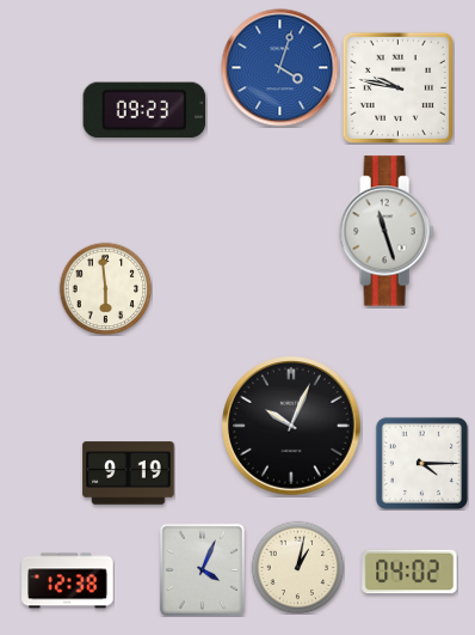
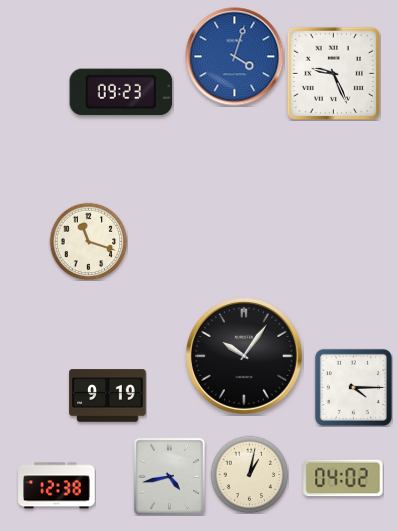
clock at (397, 87): 9:47 -> 9:26
clock at (387, 231): 11:27 -> none
clock at (105, 288): 5:59 -> 11:18
clock at (291, 426): 10:04 -> 10:06
clock at (202, 569): 4:04 -> 4:43
